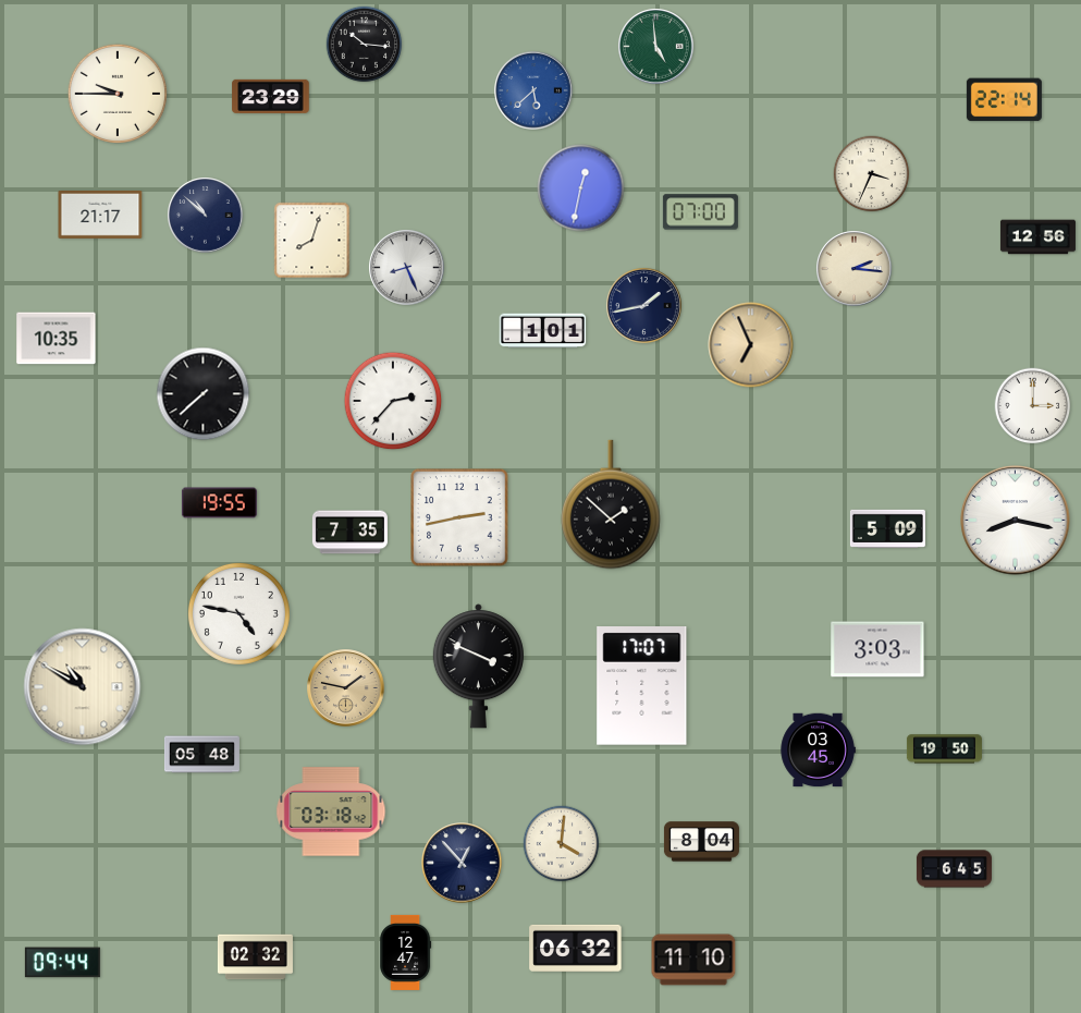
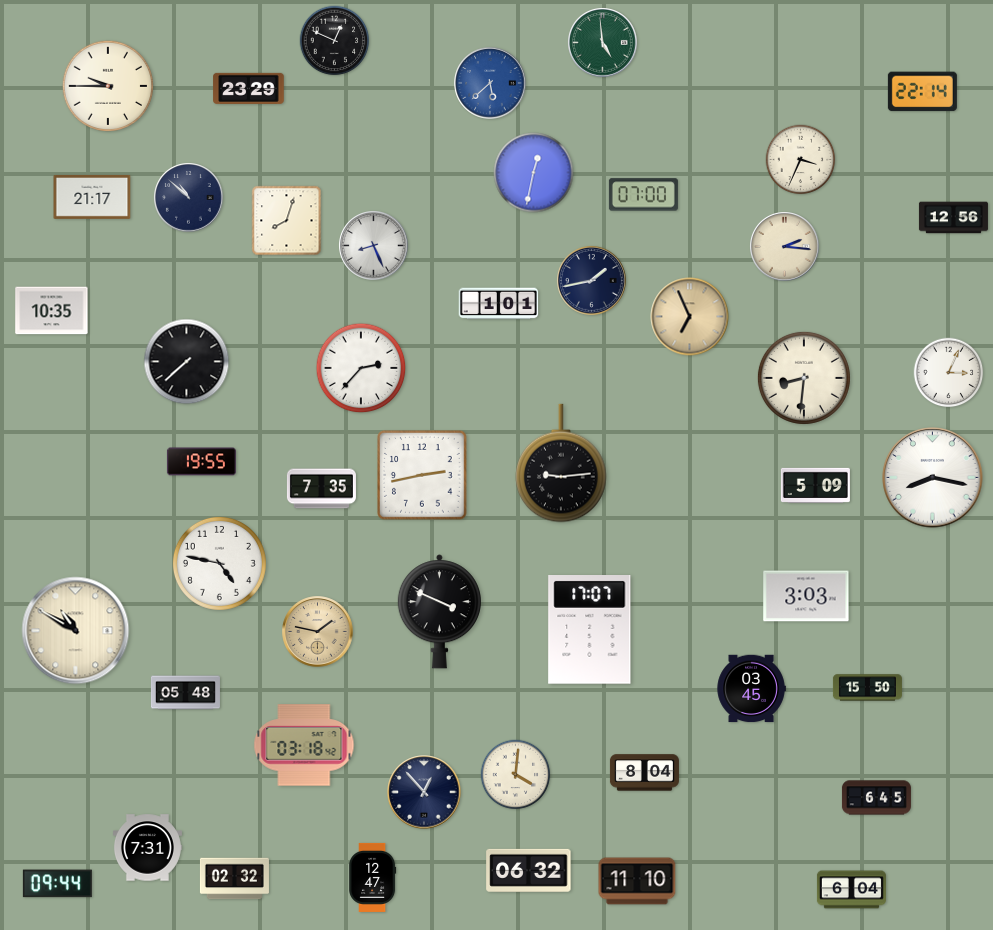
clock at (365, 45): 10:16 -> 12:49
clock at (1033, 406): 3:00 -> 3:04
clock at (804, 378): none -> 8:31
clock at (611, 504): 1:52 -> 9:14
clock at (944, 749): 19:50 -> 15:50
clock at (147, 848): none -> 7:31
clock at (406, 952) position: (406, 952) -> (373, 877)
clock at (851, 890): none -> 6:04
